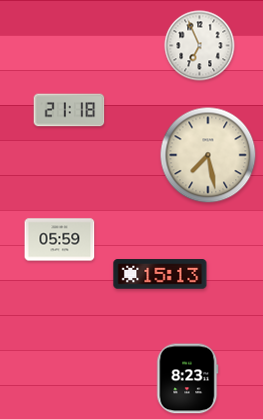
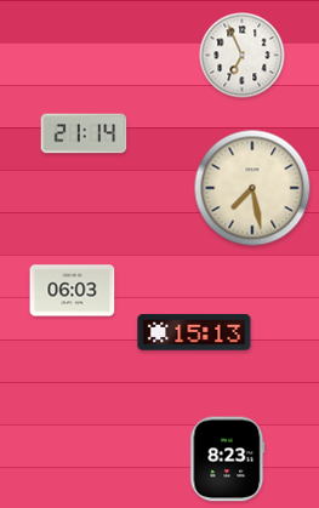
clock at (69, 110): 21:18 -> 21:14
clock at (60, 240): 05:59 -> 06:03
